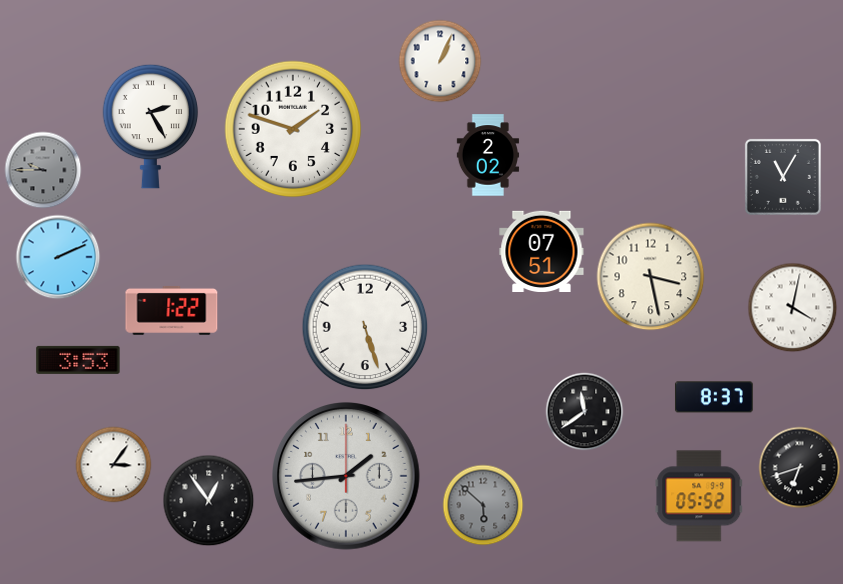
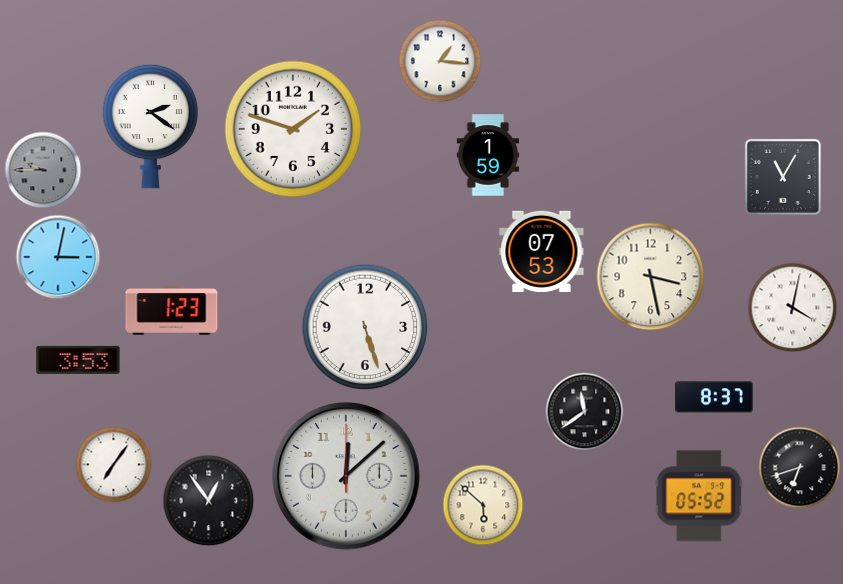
clock at (440, 61): 1:04 -> 1:16
clock at (151, 126): 2:25 -> 2:21
clock at (488, 155): 2:02 -> 1:59
clock at (542, 251): 07:51 -> 07:53
clock at (58, 257): 2:11 -> 3:02
clock at (172, 310): 1:22 -> 1:23
clock at (114, 465): 3:06 -> 7:06
clock at (347, 477): 1:44 -> 12:08
clock at (483, 505) dial: grey -> cream
